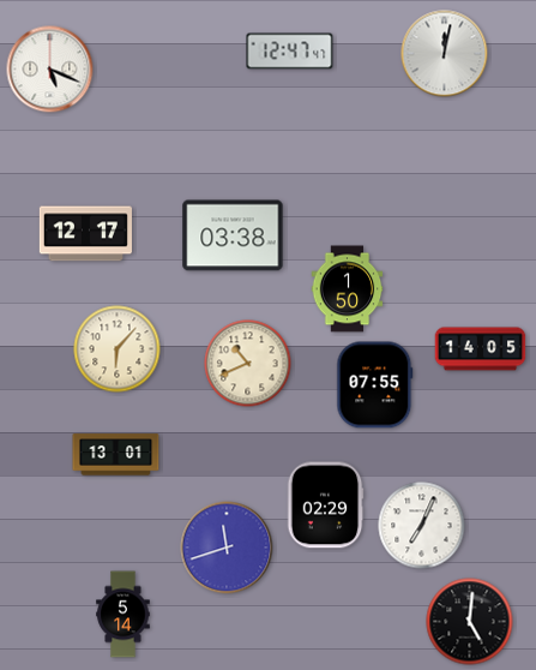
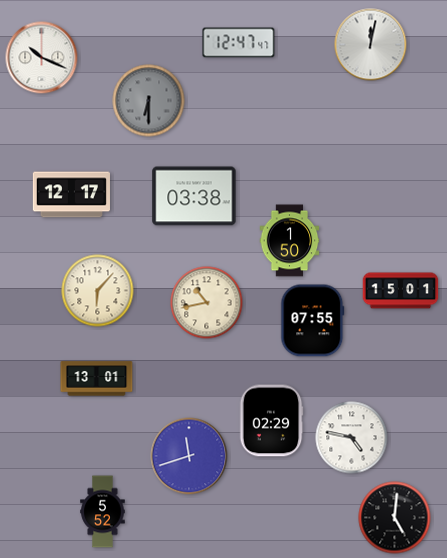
clock at (290, 52) position: (290, 52) -> (239, 43)
clock at (50, 70): 5:19 -> 10:19
clock at (149, 101): none -> 6:30
clock at (481, 349): 14:05 -> 15:01
clock at (248, 364): 10:41 -> 10:43
clock at (422, 526): 7:04 -> 4:47
clock at (124, 615): 5:14 -> 5:52
clock at (470, 622) position: (470, 622) -> (395, 518)
